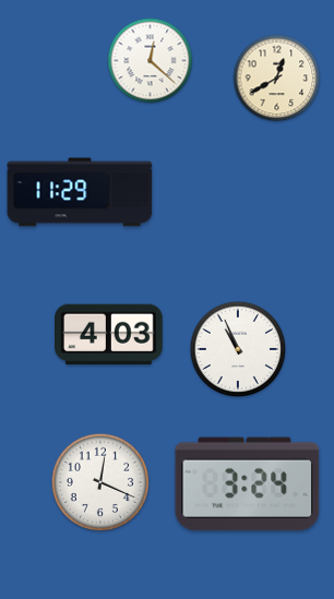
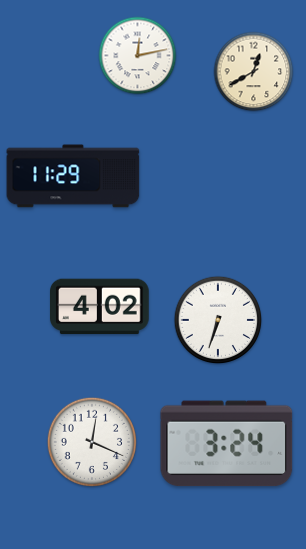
clock at (151, 61): 12:22 -> 12:13
clock at (109, 335): 4:03 -> 4:02
clock at (238, 349): 10:56 -> 6:33
